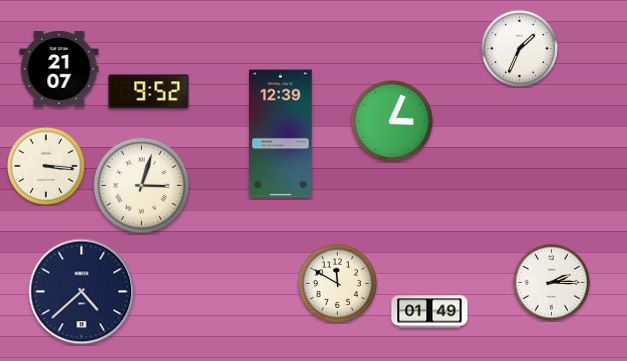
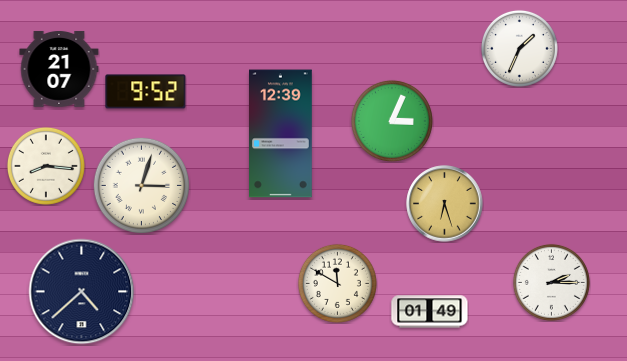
clock at (149, 92) position: (149, 92) -> (146, 92)
clock at (46, 166): 3:16 -> 8:16
clock at (445, 204): none -> 6:27
